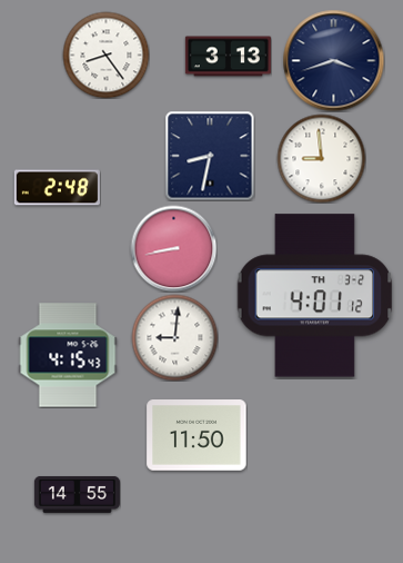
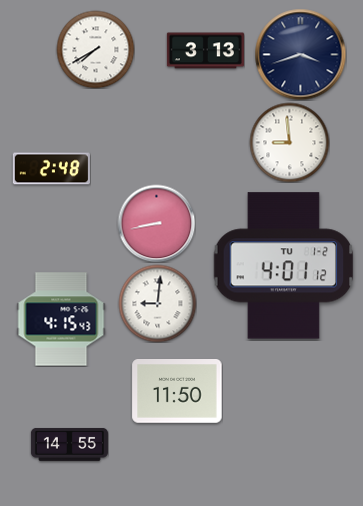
clock at (105, 55): 8:24 -> 7:40
clock at (210, 156): 8:32 -> none
clock at (315, 296) date: TH 3-2 -> TU 1-2
